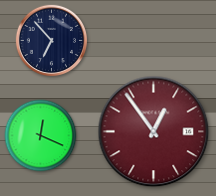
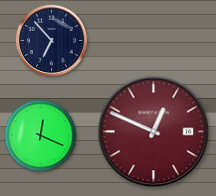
clock at (154, 132): 12:54 -> 12:49
